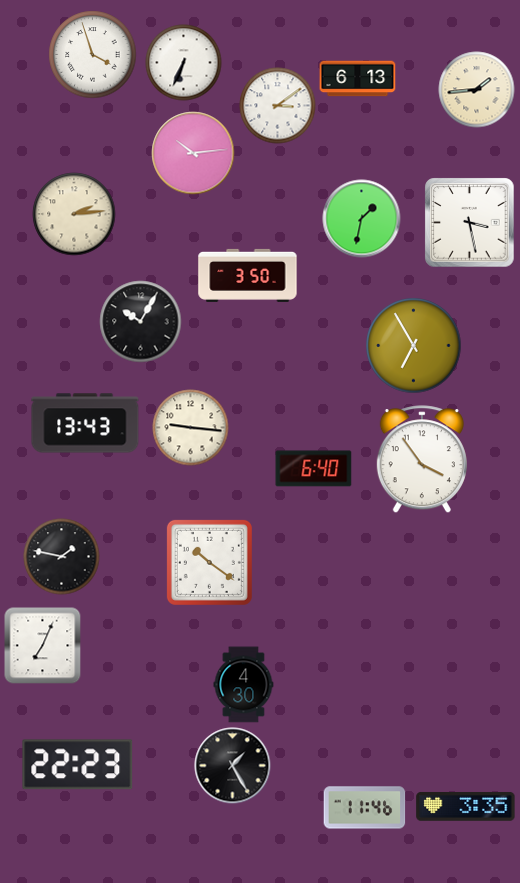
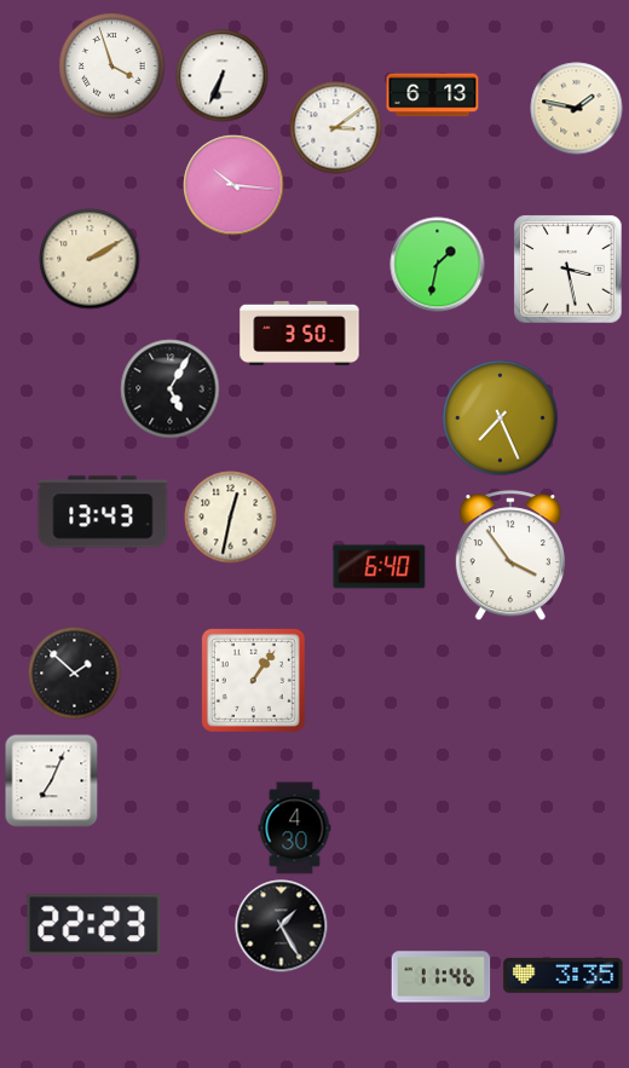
clock at (477, 90): 1:44 -> 1:47
clock at (193, 153): 10:14 -> 10:16
clock at (74, 214): 2:14 -> 2:10
clock at (141, 322): 10:05 -> 5:05
clock at (414, 346): 6:55 -> 7:26
clock at (191, 428): 9:16 -> 12:32
clock at (62, 557): 1:47 -> 1:52
clock at (209, 562): 10:21 -> 1:06
